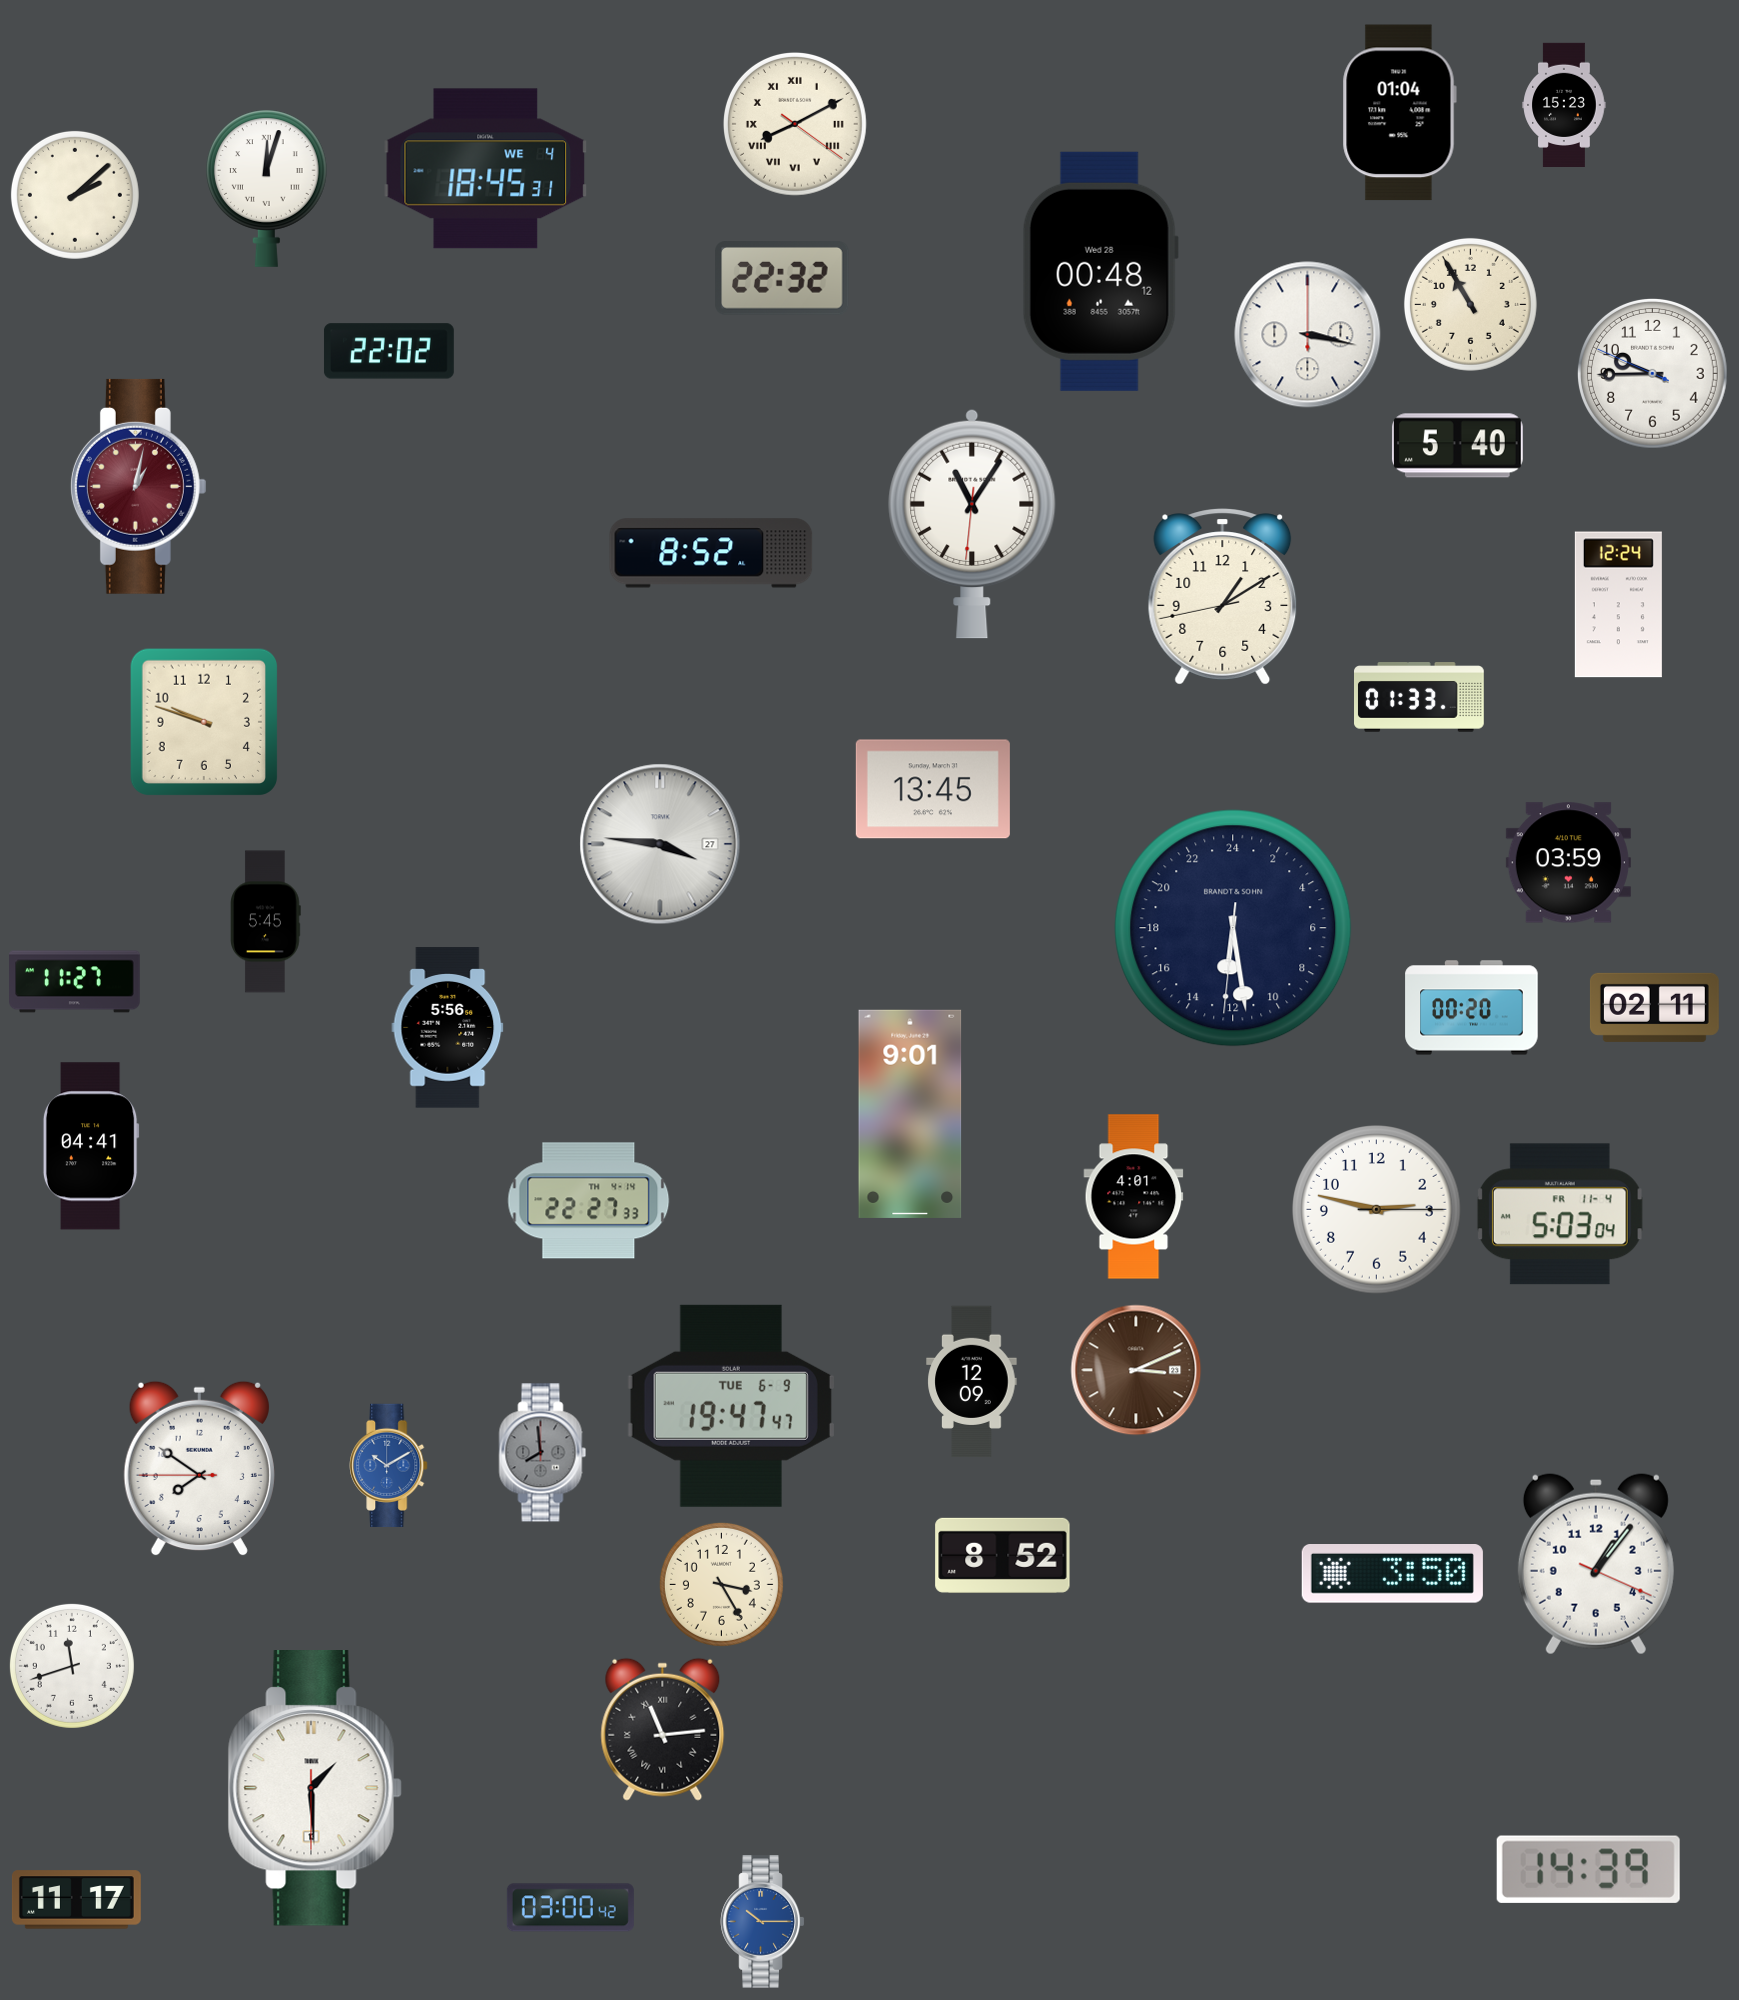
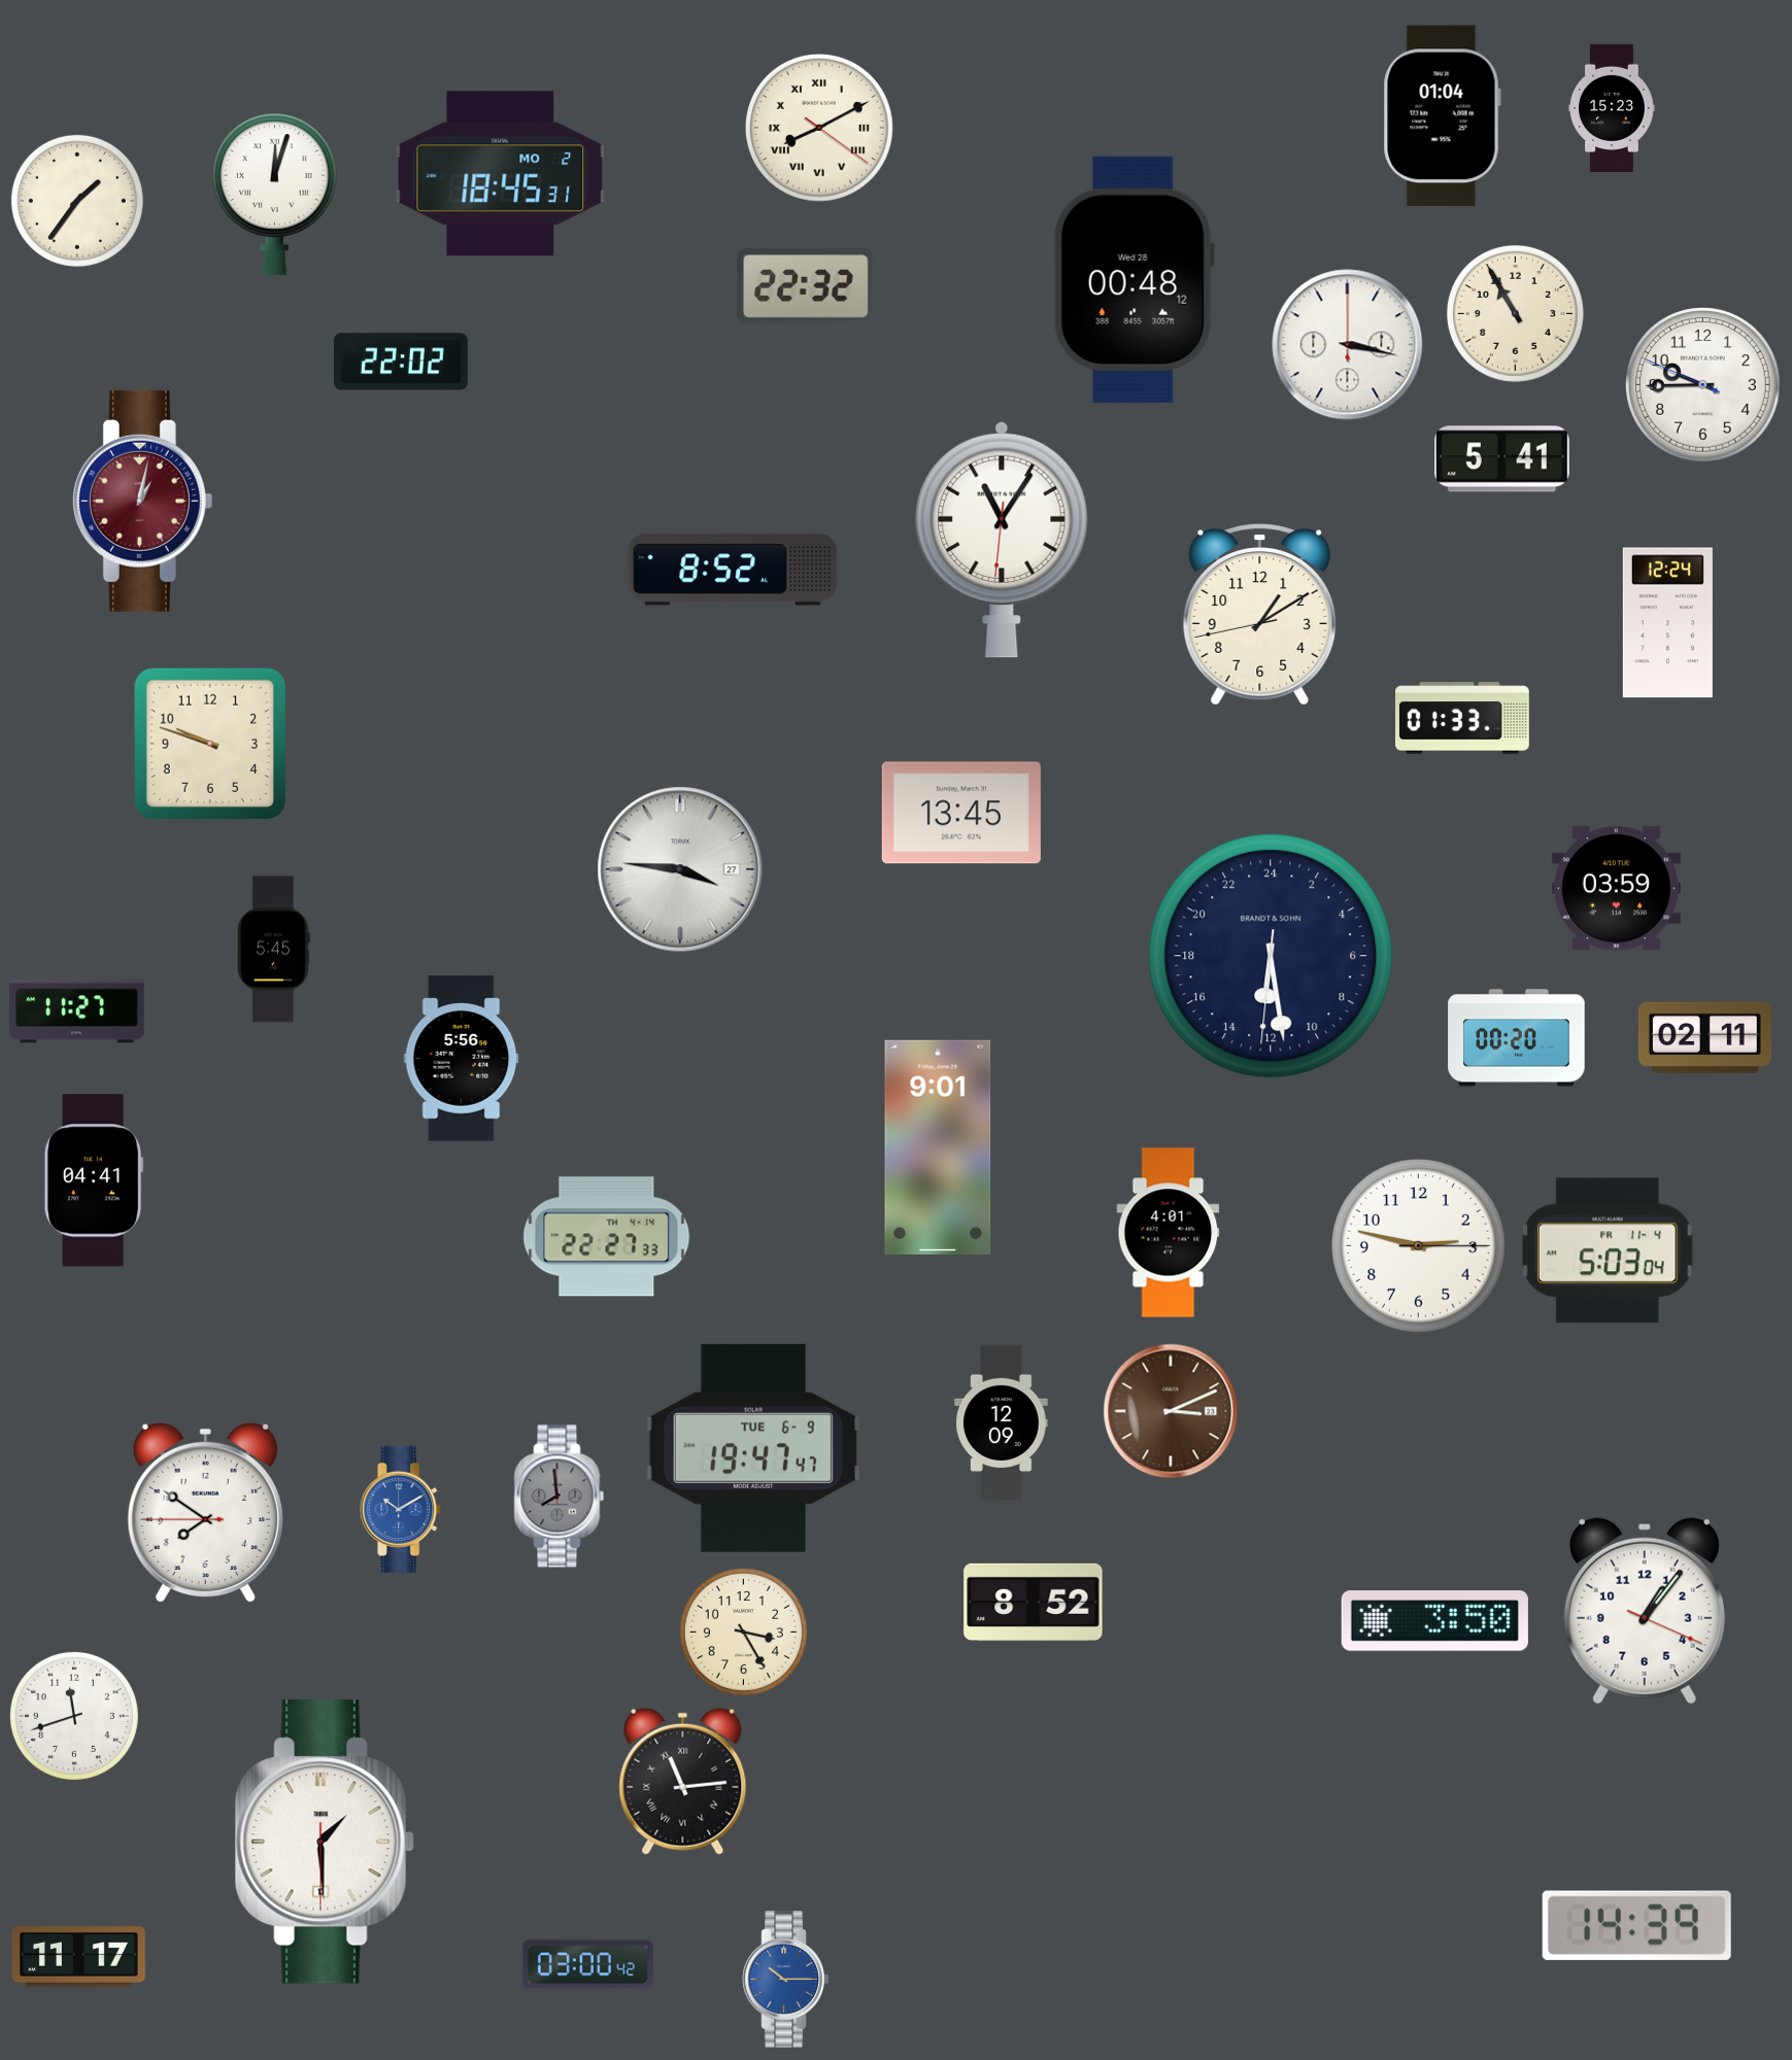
clock at (486, 169) date: WE 4 -> MO 2
clock at (75, 195): 2:08 -> 1:36
clock at (1457, 446): 5:40 -> 5:41
